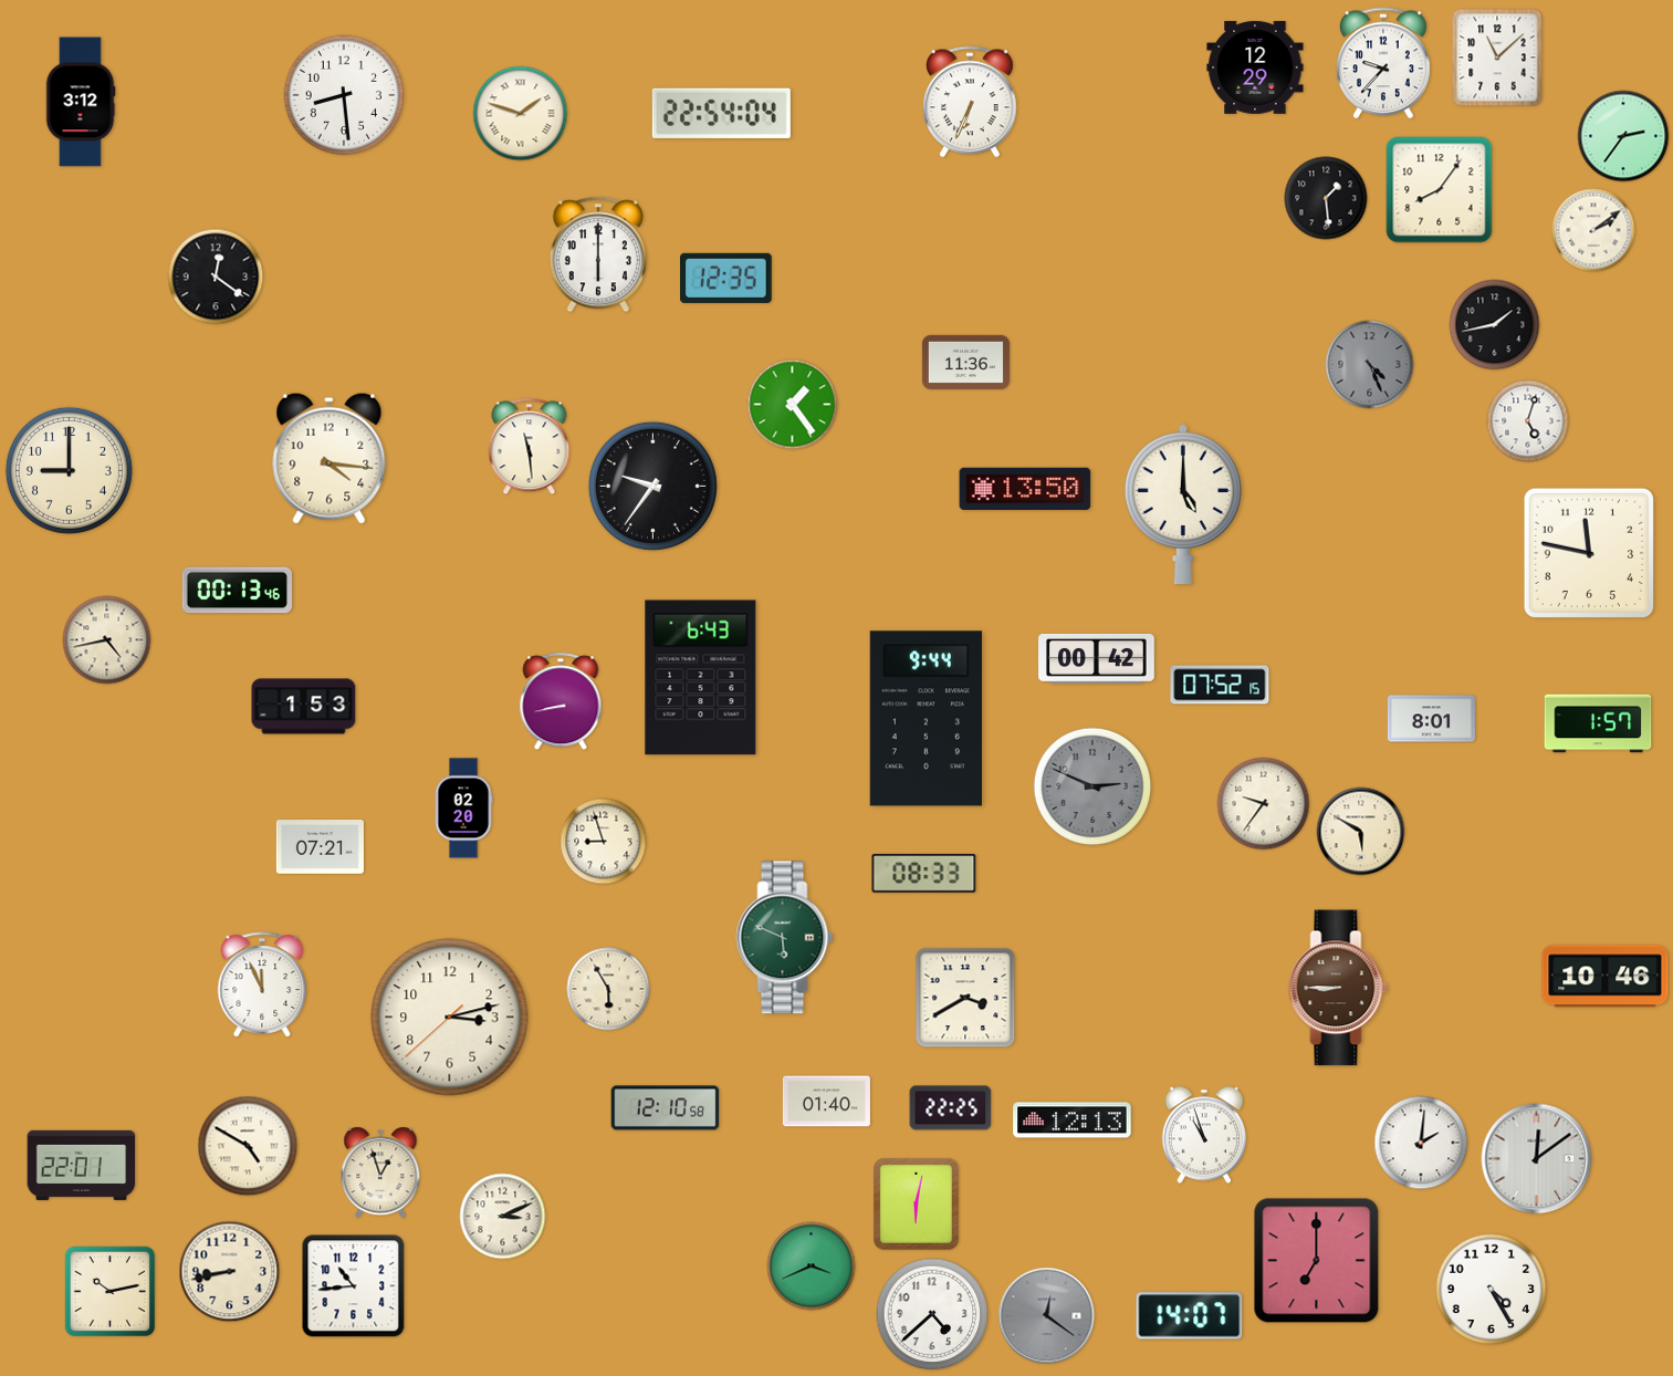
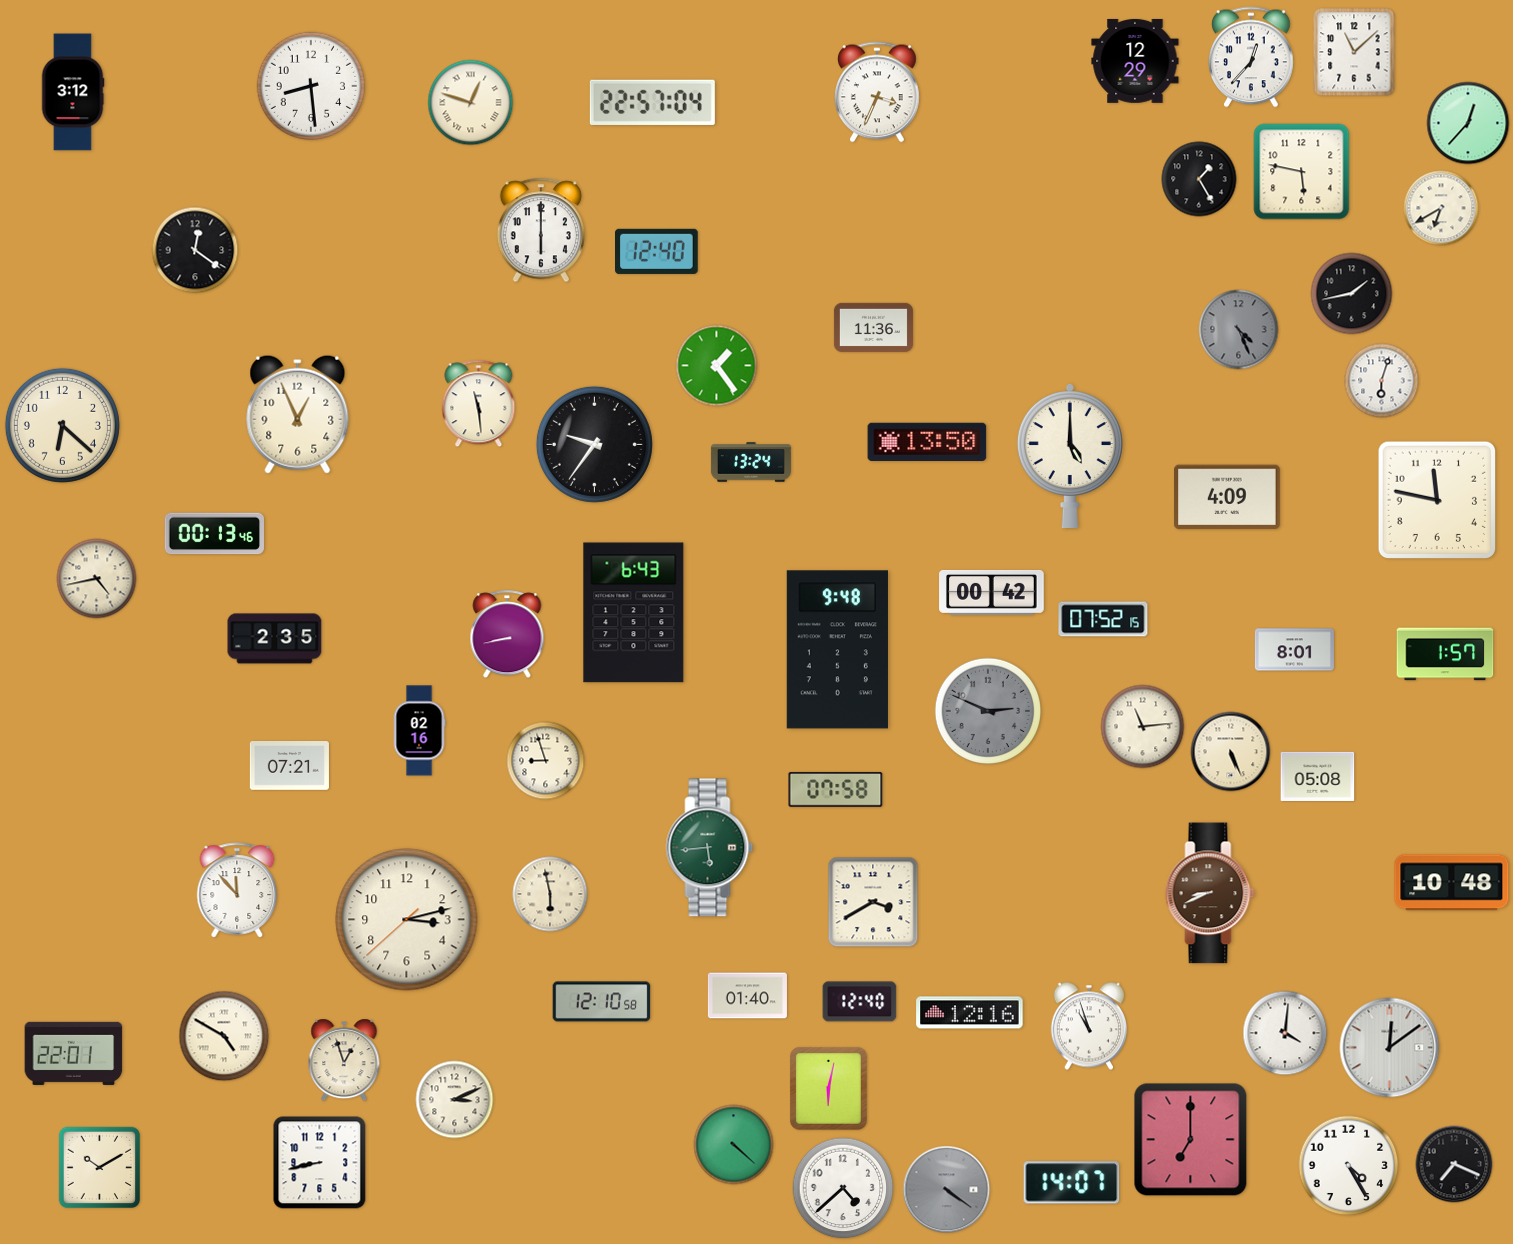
clock at (1383, 63): 9:37 -> 12:37
clock at (970, 102): 6:34 -> 3:34
clock at (721, 113): 22:54 -> 22:57
clock at (521, 114): 1:48 -> 12:48
clock at (1623, 136): 2:36 -> 12:37
clock at (1440, 190): 8:06 -> 5:47
clock at (1326, 198): 1:29 -> 1:25
clock at (1593, 230): 2:09 -> 6:40
clock at (726, 278): 12:35 -> 12:40
clock at (1528, 421): 5:03 -> 6:03
clock at (330, 458): 4:16 -> 12:56
clock at (69, 470): 9:00 -> 6:22
clock at (652, 486) position: (652, 486) -> (594, 444)
clock at (751, 462): none -> 13:24
clock at (1227, 497): none -> 4:09
clock at (1097, 658) position: (1097, 658) -> (992, 592)
clock at (304, 707): 1:53 -> 2:35
clock at (926, 719): 9:44 -> 9:48
clock at (1264, 804): 9:36 -> 11:14
clock at (463, 809): 02:20 -> 02:16
clock at (1361, 832): 5:50 -> 5:26
clock at (1318, 776): none -> 05:08
clock at (924, 873): 08:33 -> 07:58
clock at (785, 938): 5:49 -> 5:44
clock at (1606, 977): 10:46 -> 10:48
clock at (262, 984): 11:56 -> 11:53
clock at (1338, 988): 8:45 -> 8:41
clock at (608, 989): 5:55 -> 5:58
clock at (951, 1108): 22:25 -> 12:40
clock at (1073, 1120): 12:13 -> 12:16
clock at (1421, 1143): 2:01 -> 4:01
clock at (812, 1266): 3:41 -> 4:22
clock at (230, 1272): 8:43 -> none
clock at (354, 1286): 10:44 -> 8:43
clock at (1454, 1164): none -> 7:19
clock at (109, 1291): 10:13 -> 10:10
clock at (1047, 1316): 12:21 -> 4:21
clock at (1190, 1316) position: (1190, 1316) -> (1072, 1183)
